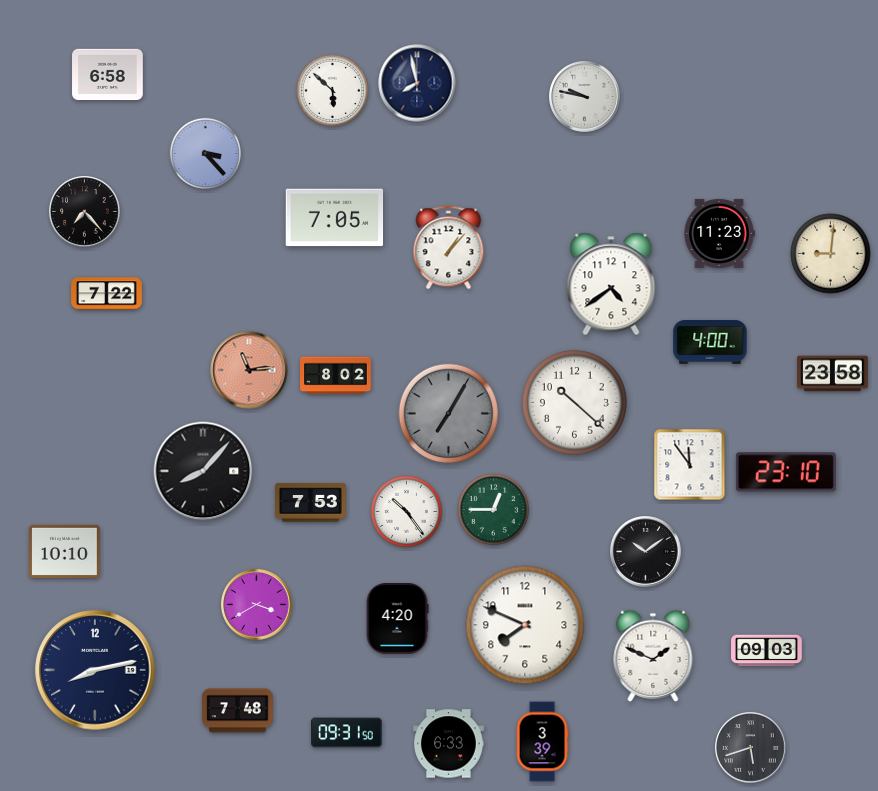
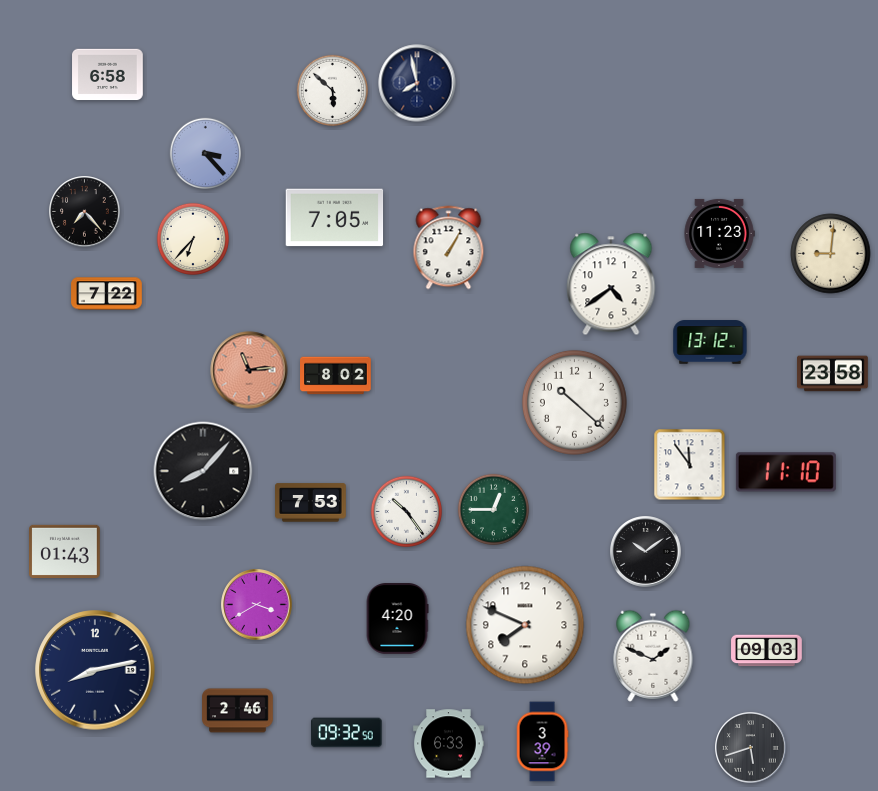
clock at (585, 97): 9:47 -> none
clock at (193, 239): none -> 6:37
clock at (449, 248): 1:07 -> 1:05
clock at (710, 342): 4:00 -> 13:12
clock at (449, 414): 7:05 -> none
clock at (786, 472): 23:10 -> 11:10
clock at (65, 551): 10:10 -> 01:43
clock at (238, 711): 7:48 -> 2:46
clock at (347, 733): 09:31 -> 09:32
